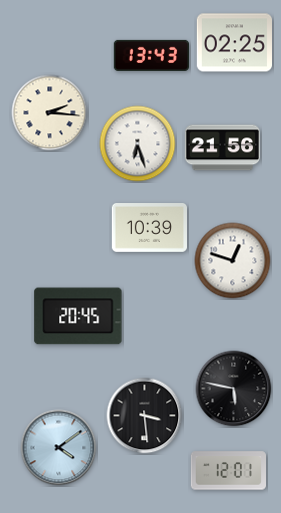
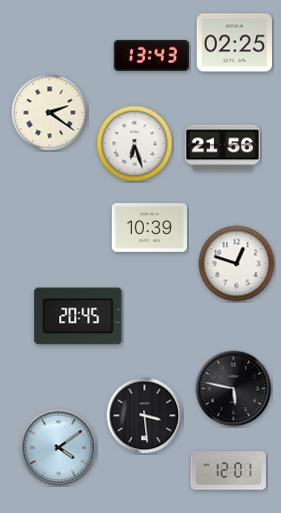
clock at (50, 113): 2:16 -> 2:21
clock at (138, 144) position: (138, 144) -> (135, 144)
clock at (233, 261) position: (233, 261) -> (237, 264)
